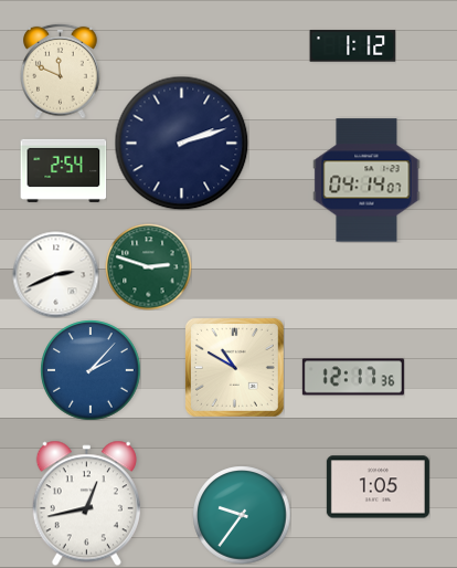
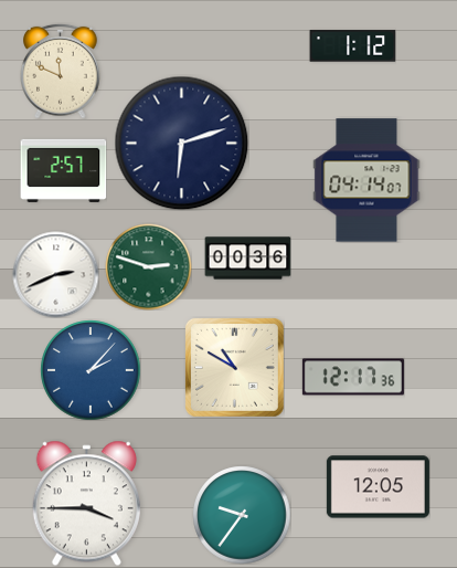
clock at (181, 143): 2:12 -> 6:12
clock at (63, 170): 2:54 -> 2:57
clock at (247, 259): none -> 00:36
clock at (378, 487): 1:05 -> 12:05
clock at (86, 503): 12:43 -> 3:45
